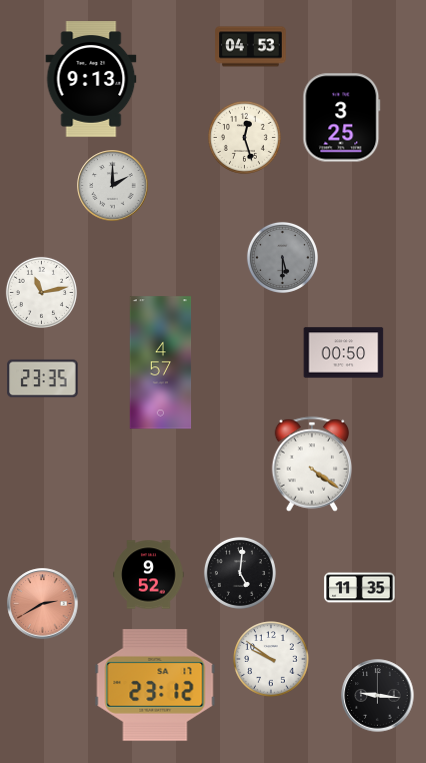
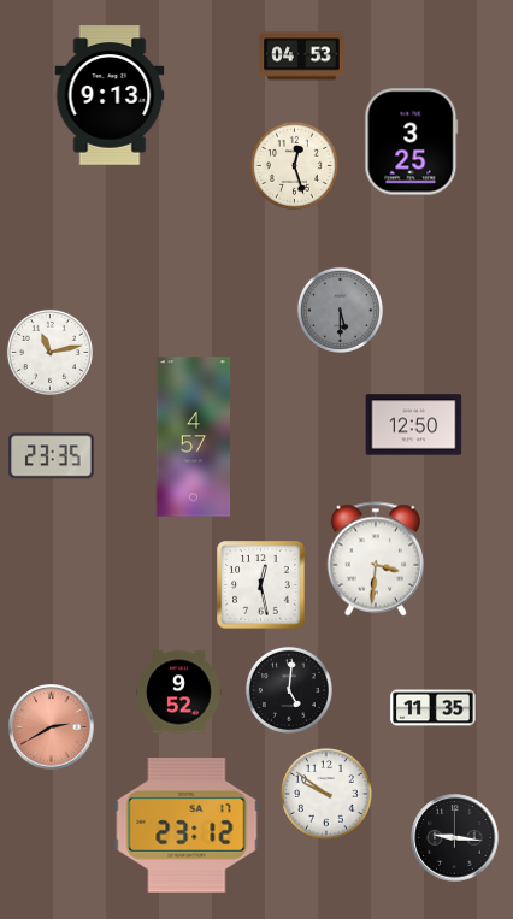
clock at (113, 186): 2:00 -> none
clock at (344, 353): 00:50 -> 12:50
clock at (311, 464): 4:21 -> 3:31
clock at (261, 585): none -> 12:28
